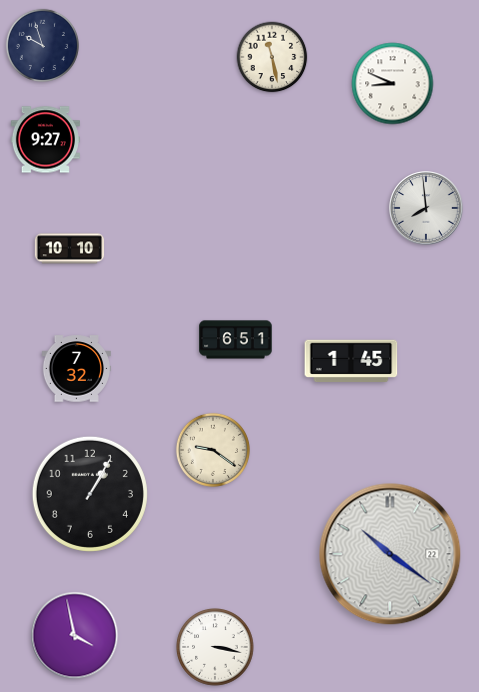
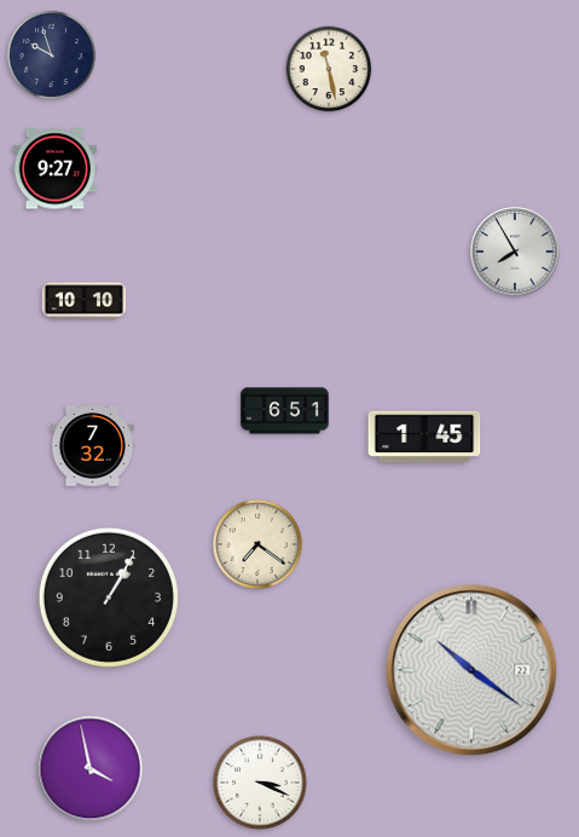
clock at (393, 84): 8:49 -> none
clock at (426, 208): 7:59 -> 7:55
clock at (213, 450): 9:21 -> 7:21
clock at (215, 647): 3:17 -> 3:19
